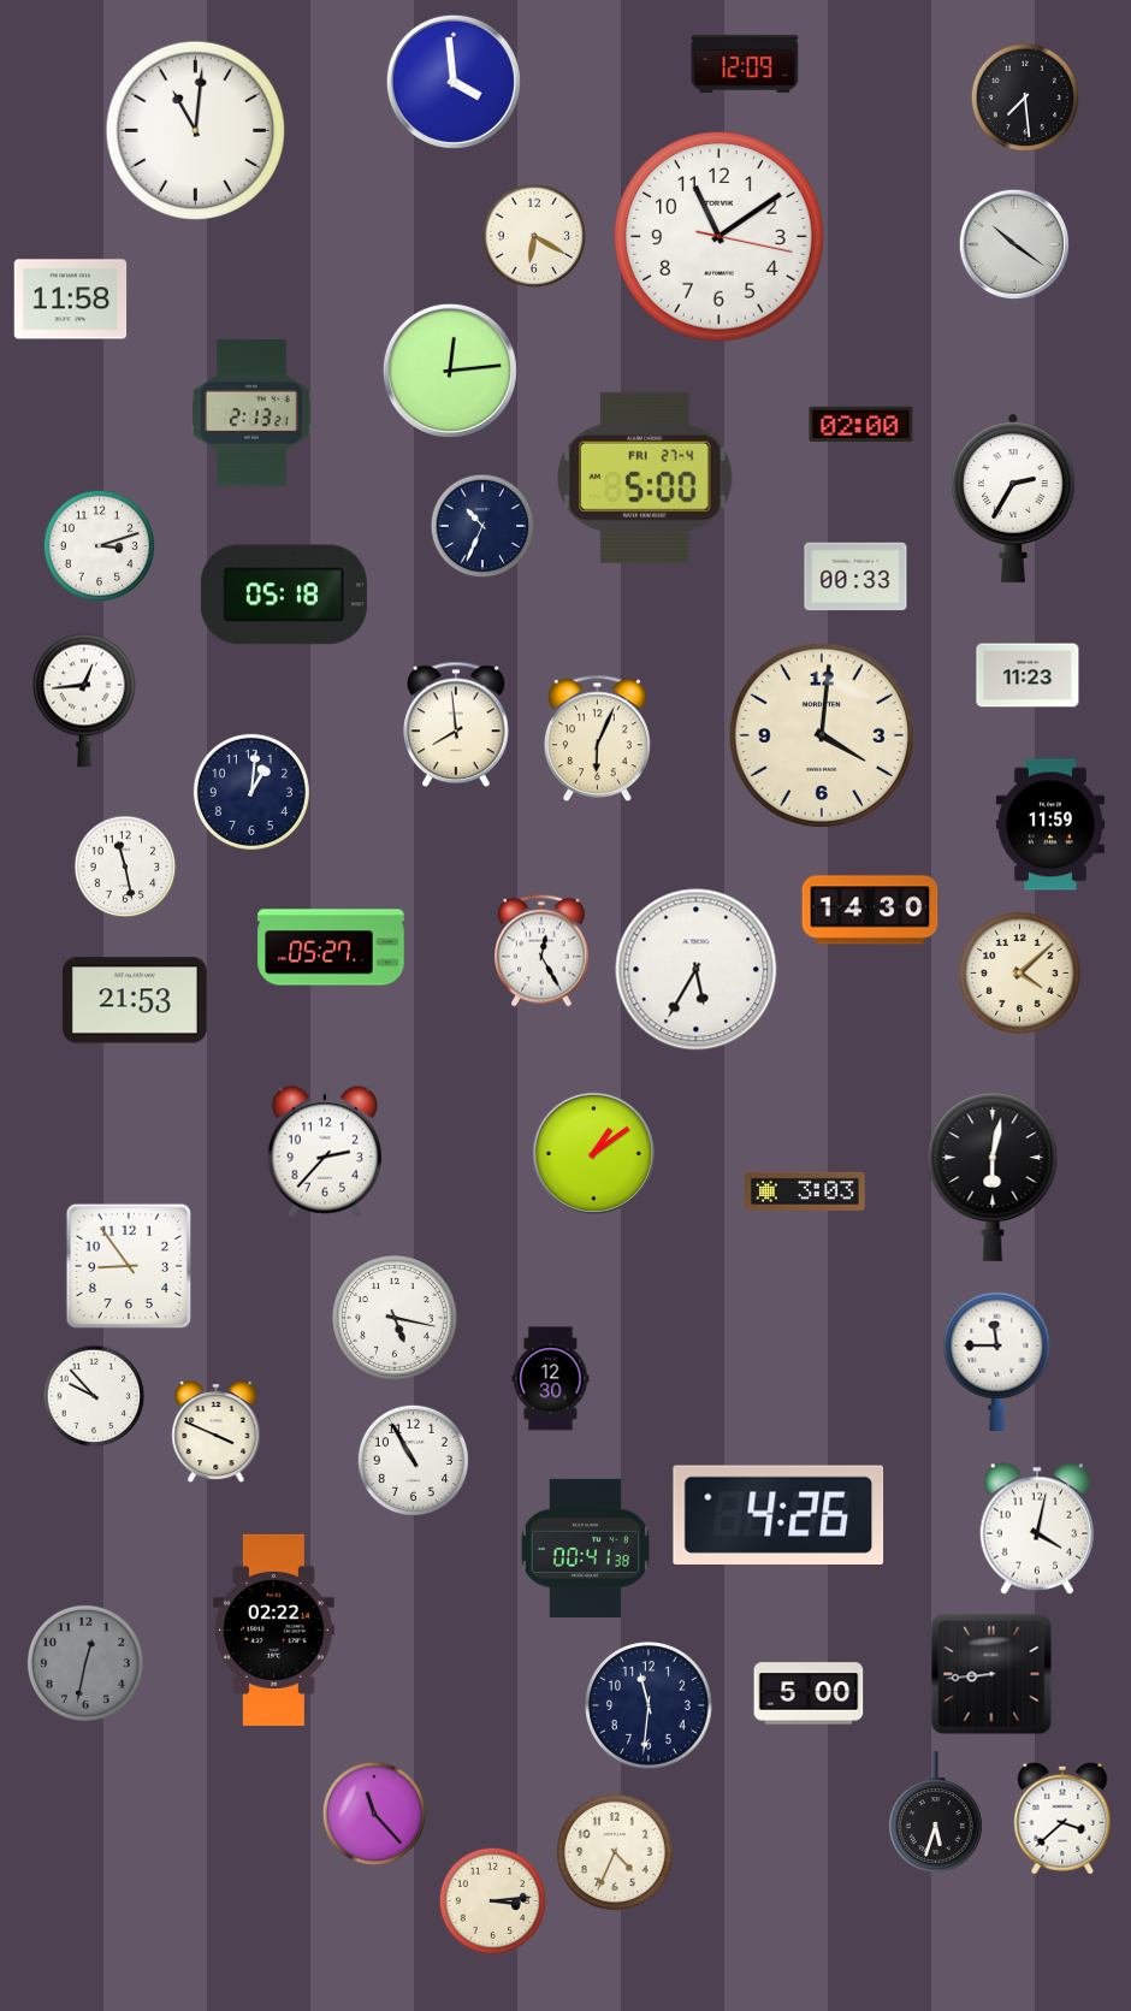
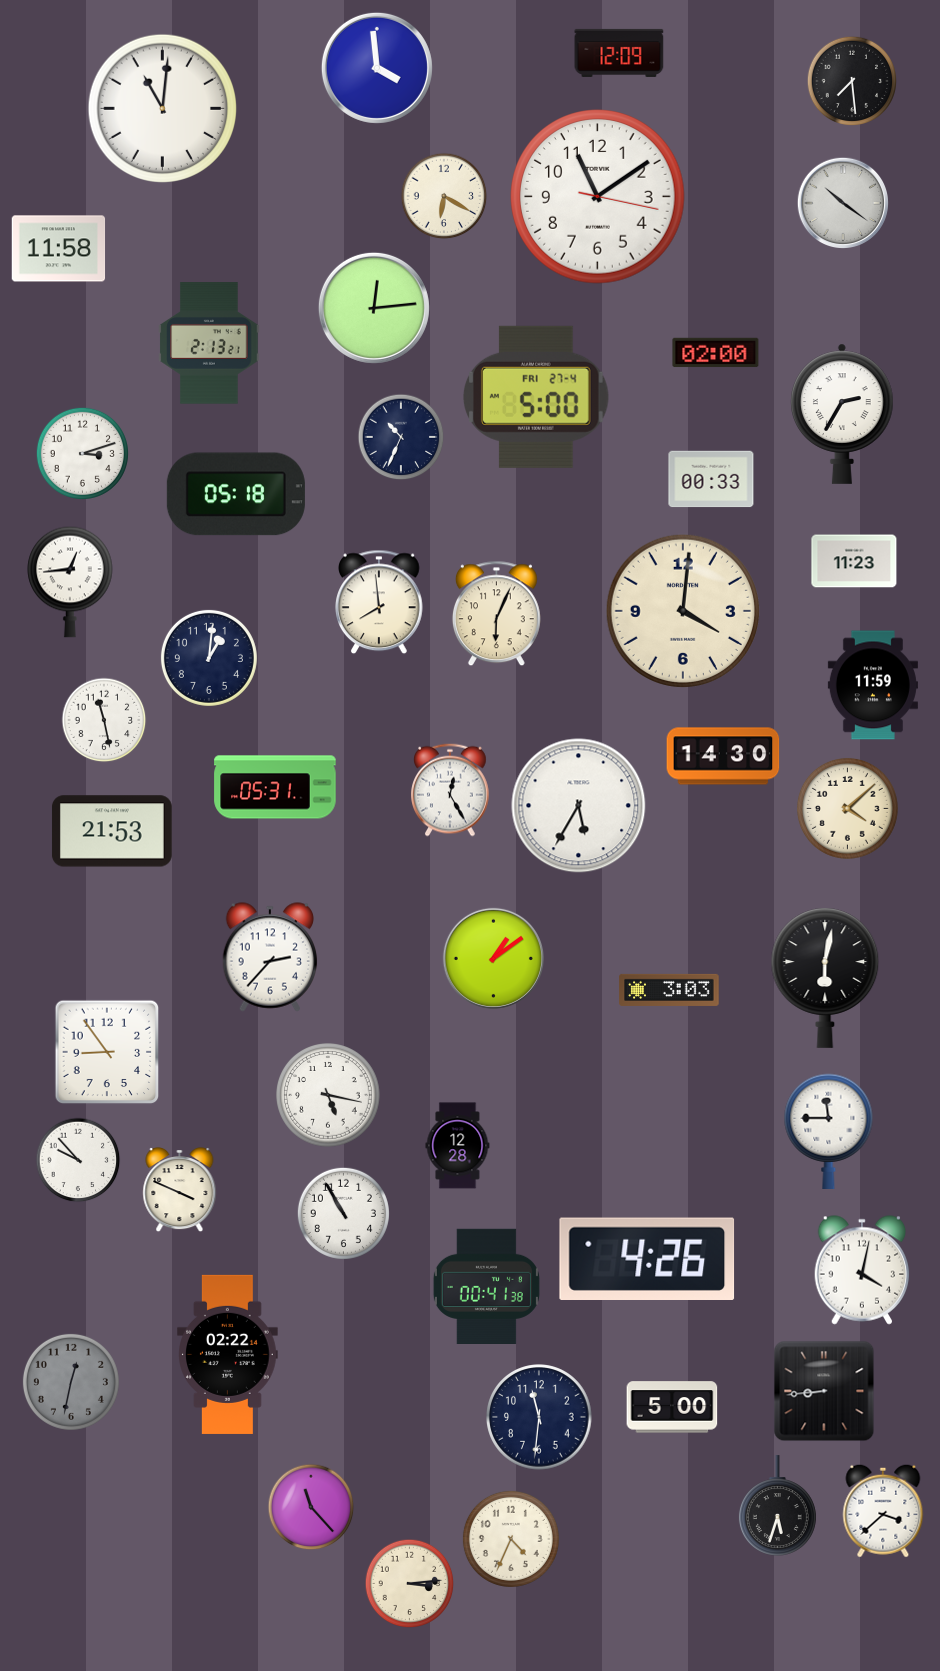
clock at (331, 947): 05:27 -> 05:31
clock at (551, 1379): 12:30 -> 12:28
clock at (493, 1901) position: (493, 1901) -> (410, 1584)
